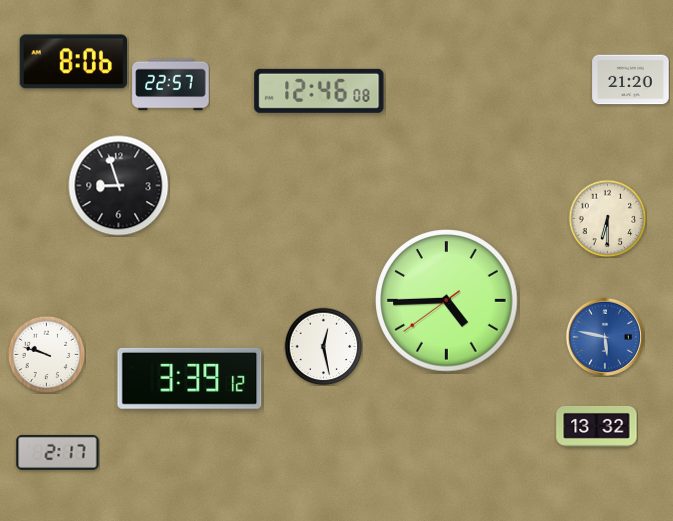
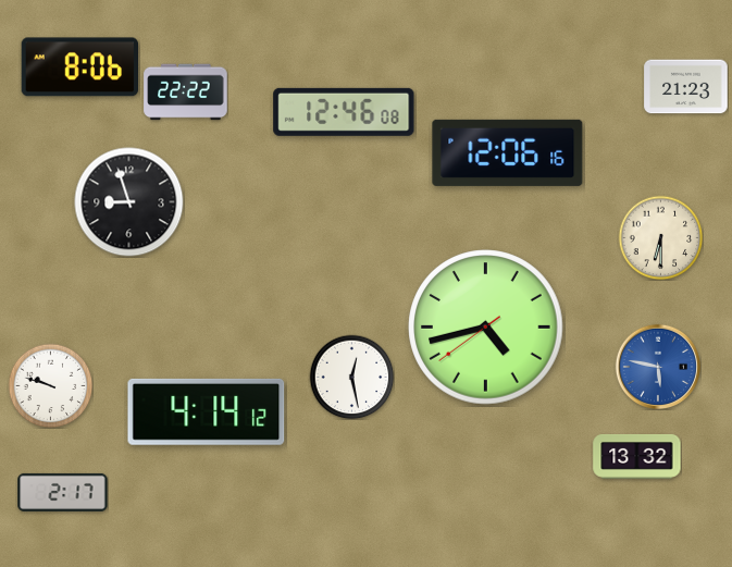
clock at (631, 80): 21:20 -> 21:23
clock at (171, 85): 22:57 -> 22:22
clock at (319, 91) position: (319, 91) -> (344, 112)
clock at (508, 152): none -> 12:06
clock at (447, 301): 4:44 -> 4:42
clock at (190, 378): 3:39 -> 4:14
clock at (597, 426) position: (597, 426) -> (637, 456)
